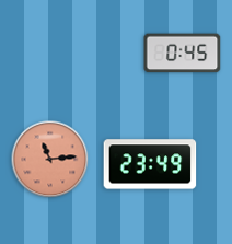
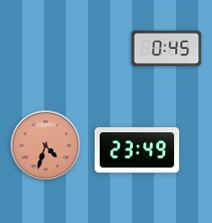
clock at (50, 160): 11:14 -> 4:33
